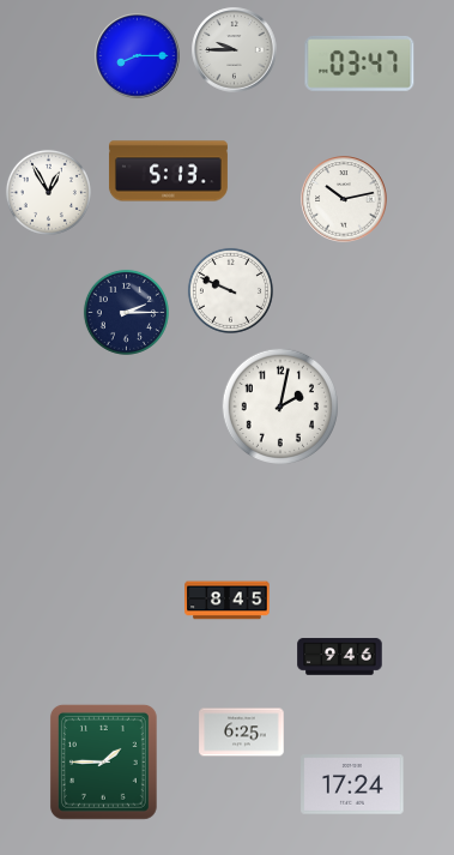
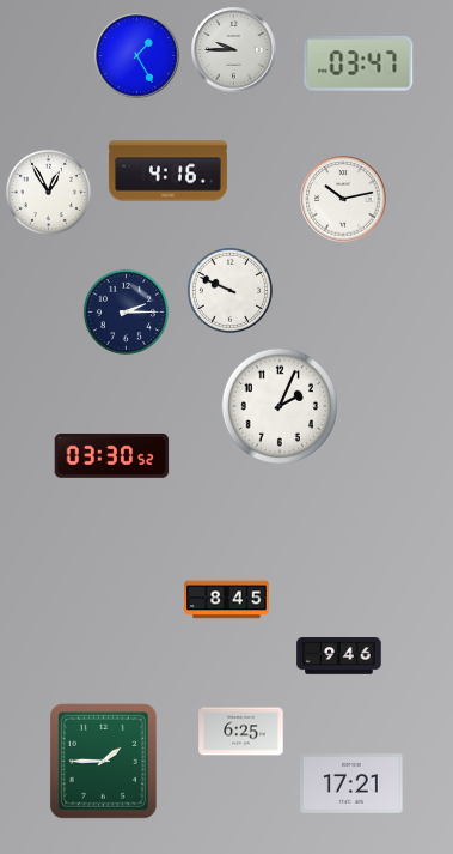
clock at (138, 56): 8:15 -> 1:25
clock at (169, 171): 5:13 -> 4:16
clock at (279, 405): 2:02 -> 2:04
clock at (112, 455): none -> 03:30
clock at (352, 784): 17:24 -> 17:21
